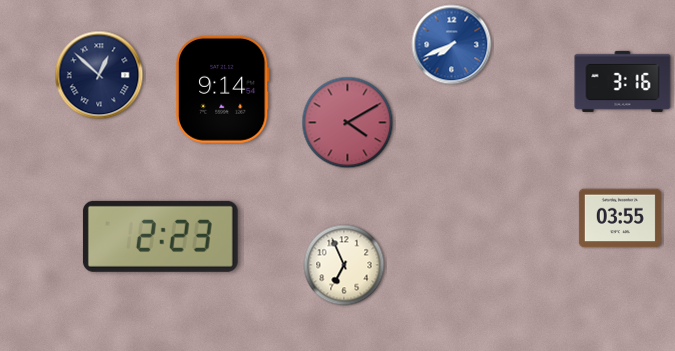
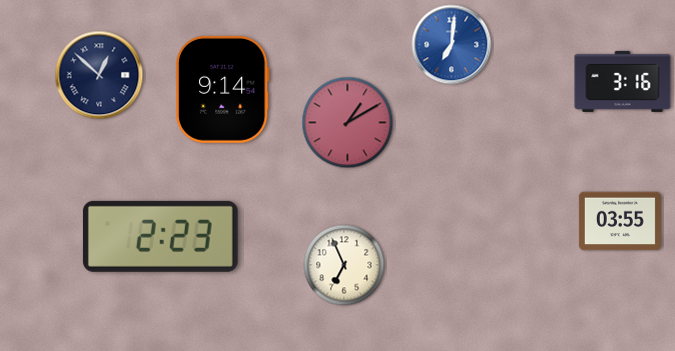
clock at (452, 45): 7:41 -> 7:01
clock at (348, 123): 4:10 -> 1:10
clock at (620, 218) position: (620, 218) -> (620, 221)
